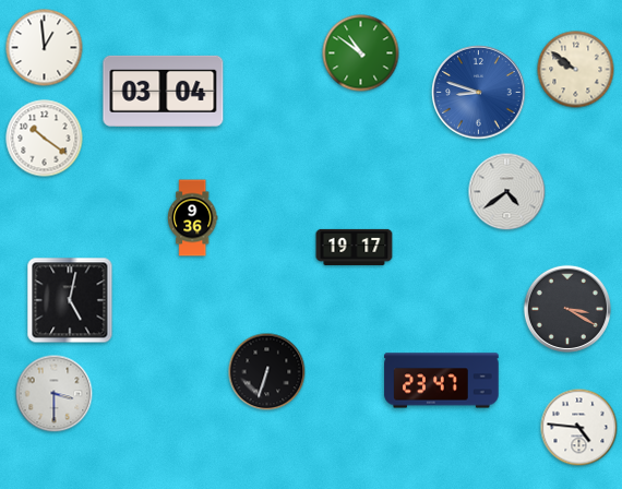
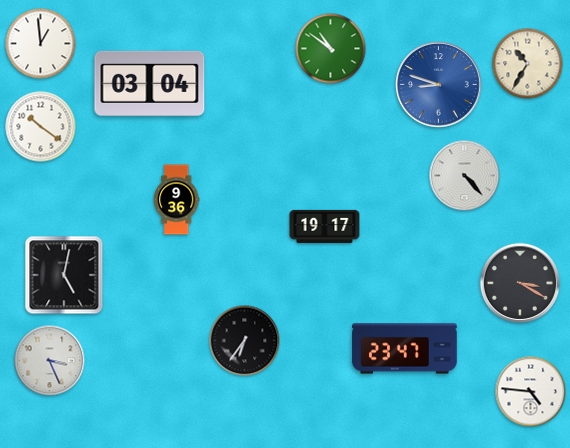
clock at (576, 70): 9:51 -> 10:35
clock at (507, 192): 4:39 -> 4:23
clock at (267, 372): 6:33 -> 6:36
clock at (55, 394): 3:30 -> 3:26
